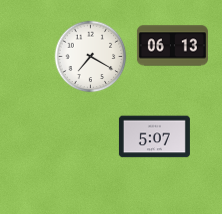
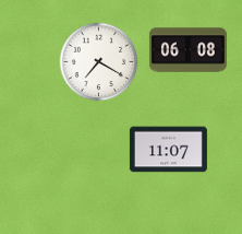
clock at (172, 46): 06:13 -> 06:08
clock at (154, 137): 5:07 -> 11:07
